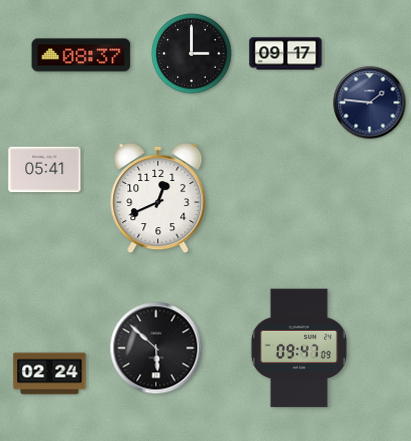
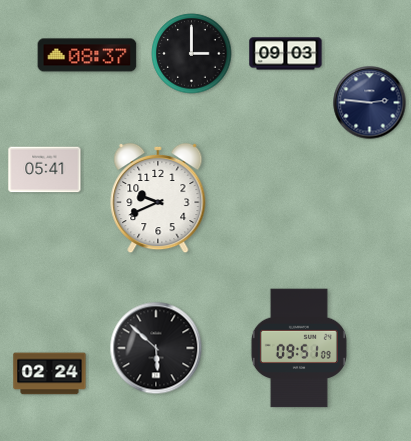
clock at (286, 54): 09:17 -> 09:03
clock at (81, 55) position: (81, 55) -> (87, 55)
clock at (370, 103): 1:46 -> 2:46
clock at (158, 198): 12:41 -> 9:41
clock at (299, 348): 09:47 -> 09:51
